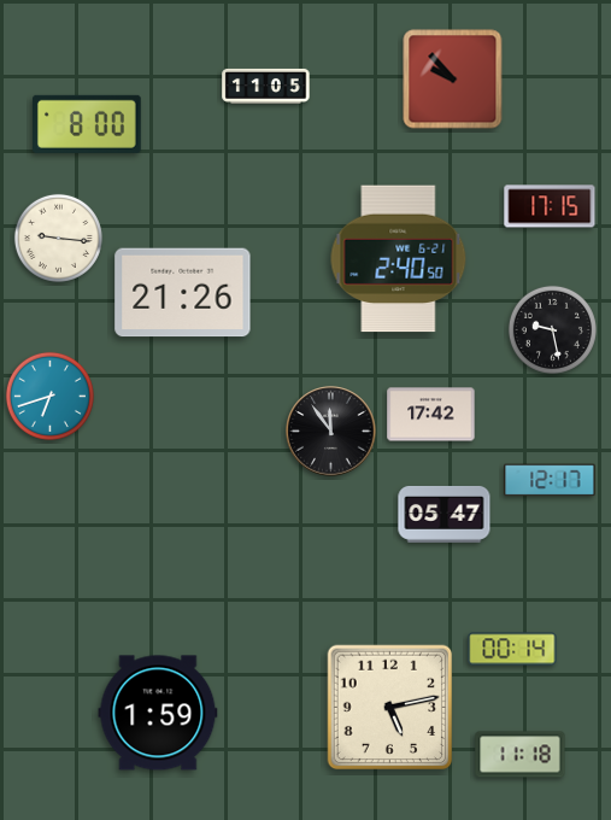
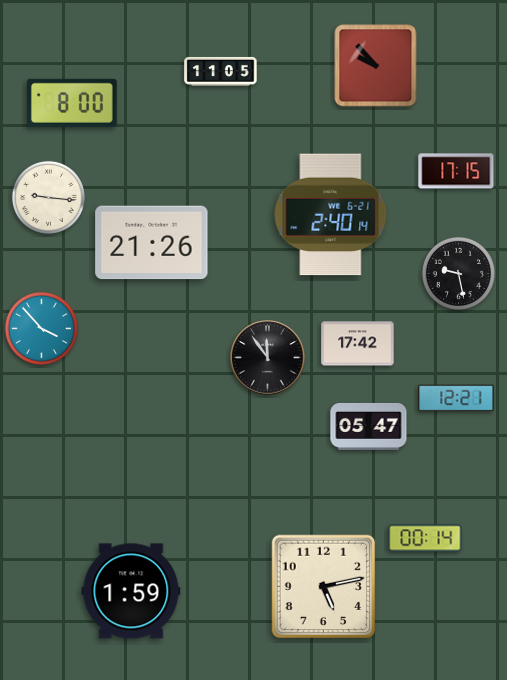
clock at (399, 259): 2:40:50 -> 2:40:14
clock at (49, 396): 6:42 -> 3:53
clock at (331, 432) position: (331, 432) -> (268, 358)
clock at (550, 480): 12:17 -> 12:21
clock at (521, 755): 11:18 -> none
